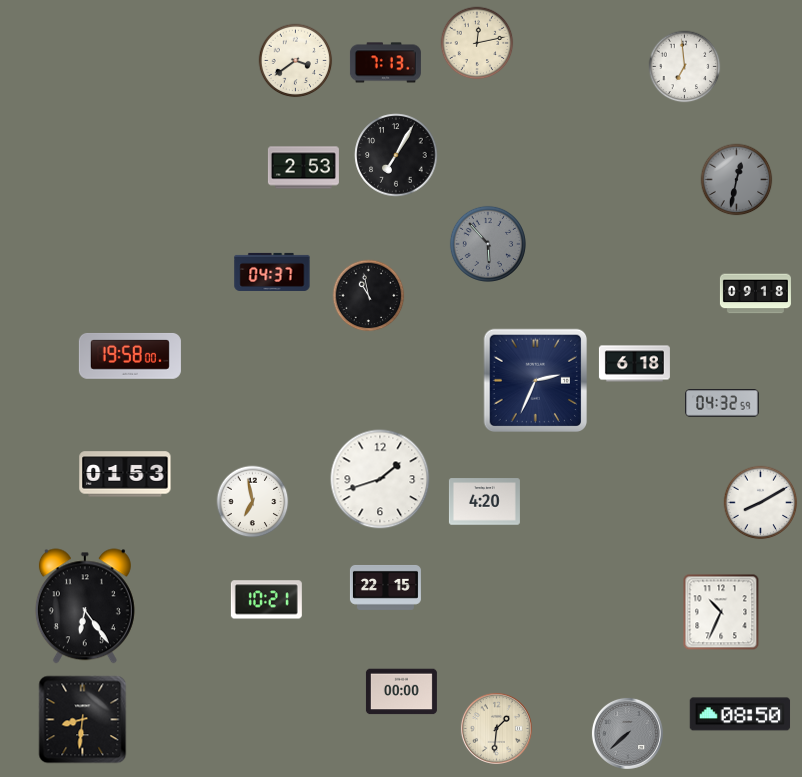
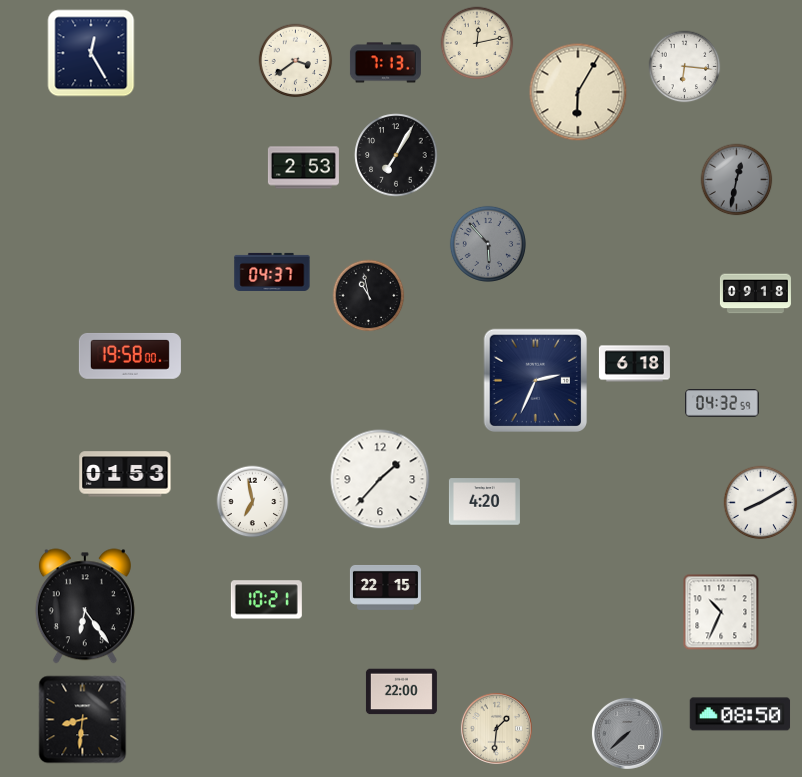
clock at (91, 53): none -> 12:25
clock at (685, 67): 6:59 -> 6:16
clock at (578, 92): none -> 6:05
clock at (380, 479): 1:42 -> 1:37
clock at (401, 692): 00:00 -> 22:00
